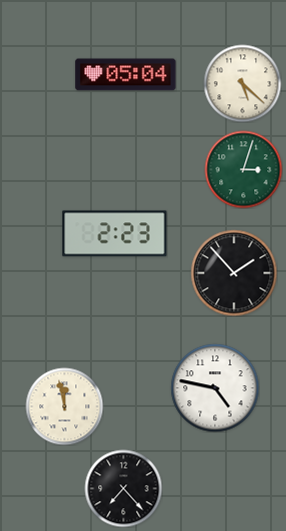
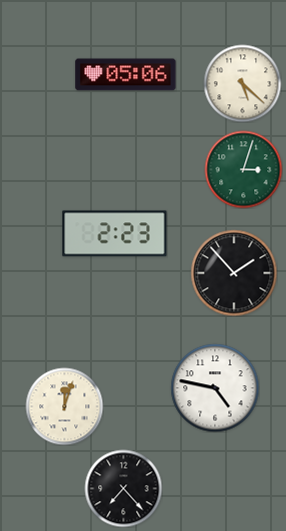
clock at (126, 75): 05:04 -> 05:06
clock at (64, 406): 11:58 -> 12:03
